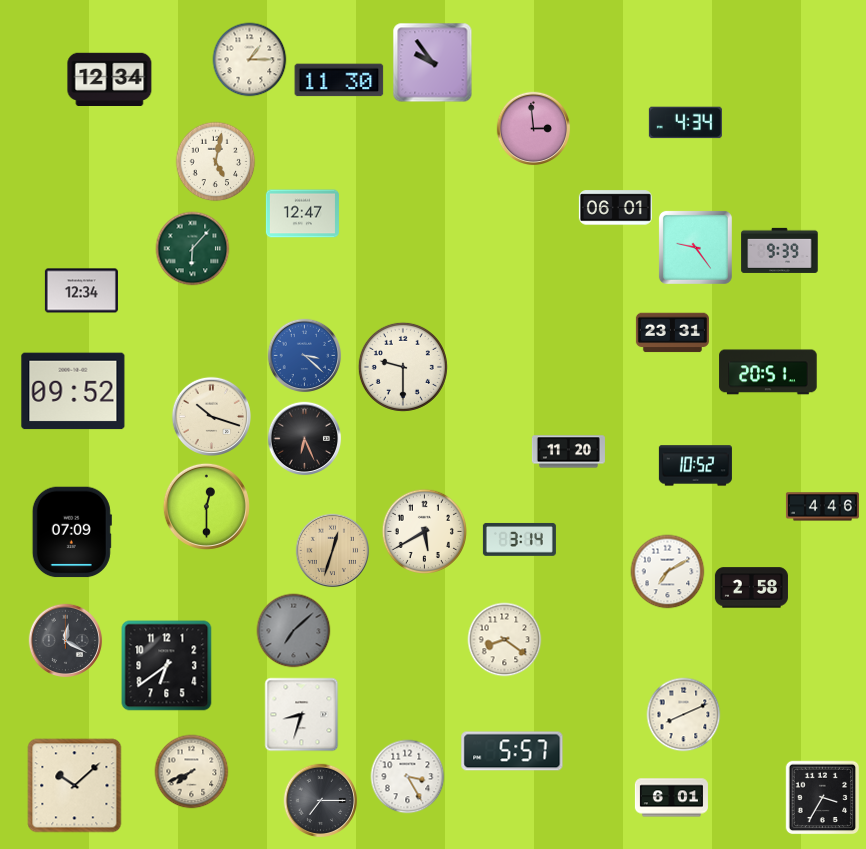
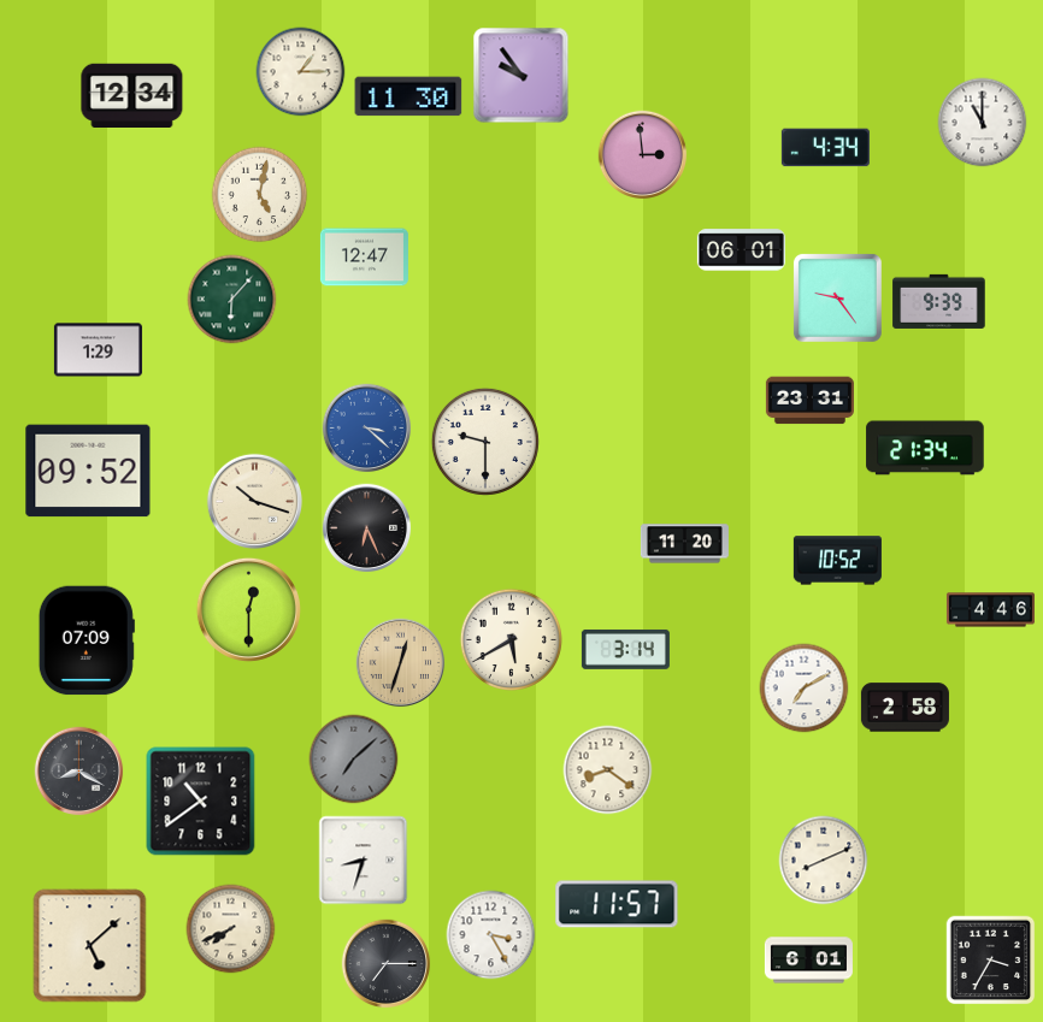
clock at (983, 123): none -> 11:00
clock at (81, 291): 12:34 -> 1:29
clock at (768, 372): 20:51 -> 21:34
clock at (66, 641): 12:20 -> 8:20
clock at (167, 666): 6:39 -> 10:39
clock at (512, 751): 5:57 -> 11:57
clock at (75, 786): 10:08 -> 5:08
